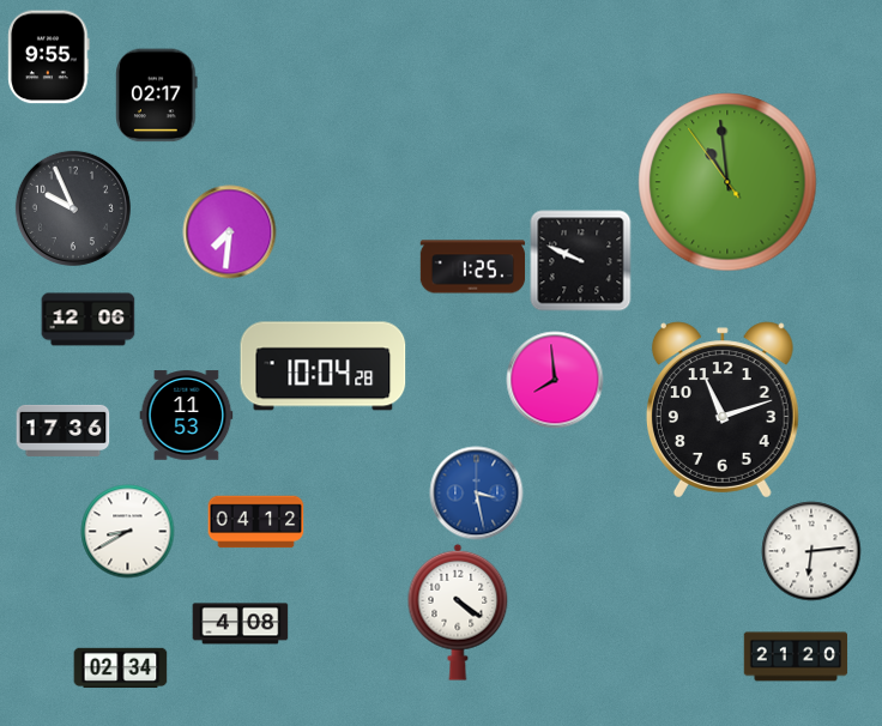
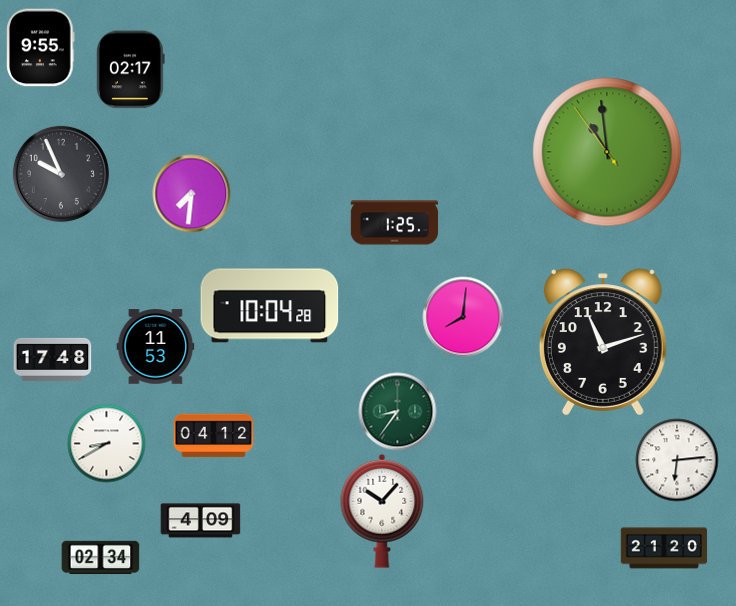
clock at (157, 95) position: (157, 95) -> (131, 69)
clock at (580, 260): 9:49 -> none
clock at (87, 320): 12:06 -> none
clock at (555, 380): 7:59 -> 8:01
clock at (62, 430): 17:36 -> 17:48
clock at (476, 492): 3:28 -> 8:36
clock at (476, 492) dial: blue -> green
clock at (458, 612): 4:21 -> 10:07
clock at (240, 624): 4:08 -> 4:09
